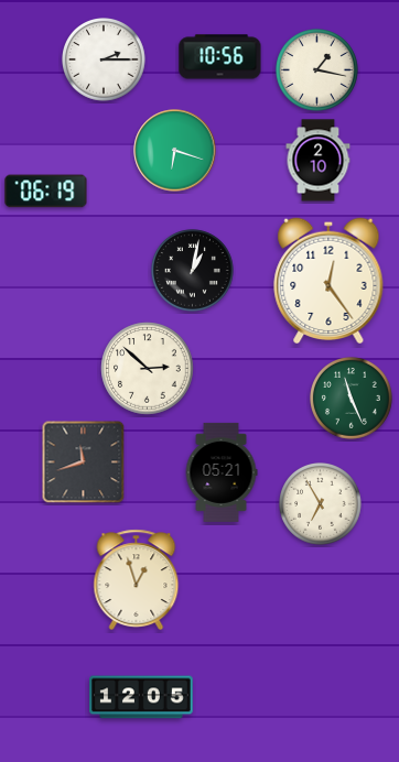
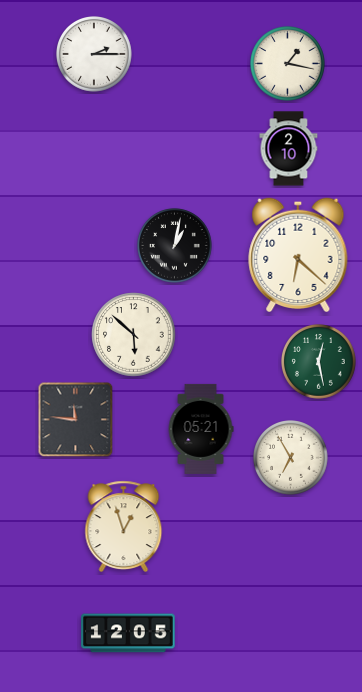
clock at (220, 57): 10:56 -> none
clock at (175, 151): 6:18 -> none
clock at (319, 161) position: (319, 161) -> (289, 149)
clock at (46, 192): 06:19 -> none
clock at (328, 280): 12:24 -> 6:22
clock at (148, 369): 2:52 -> 5:52
clock at (352, 399): 11:26 -> 12:28
clock at (84, 462): 11:42 -> 11:46
